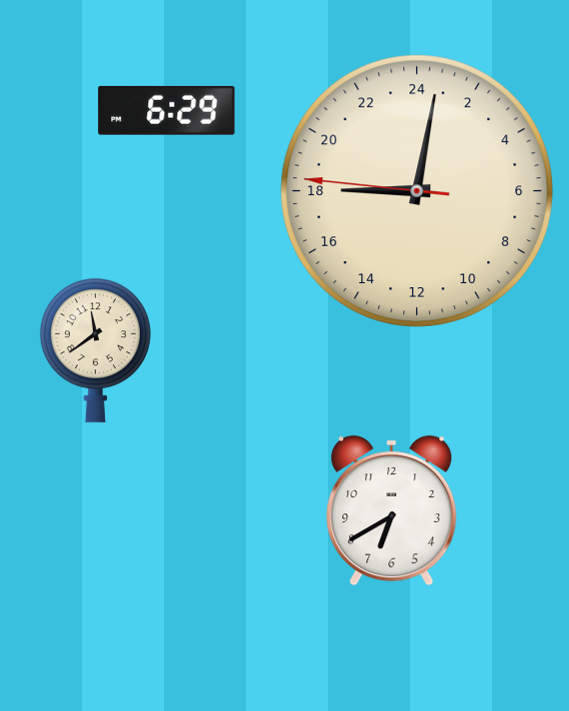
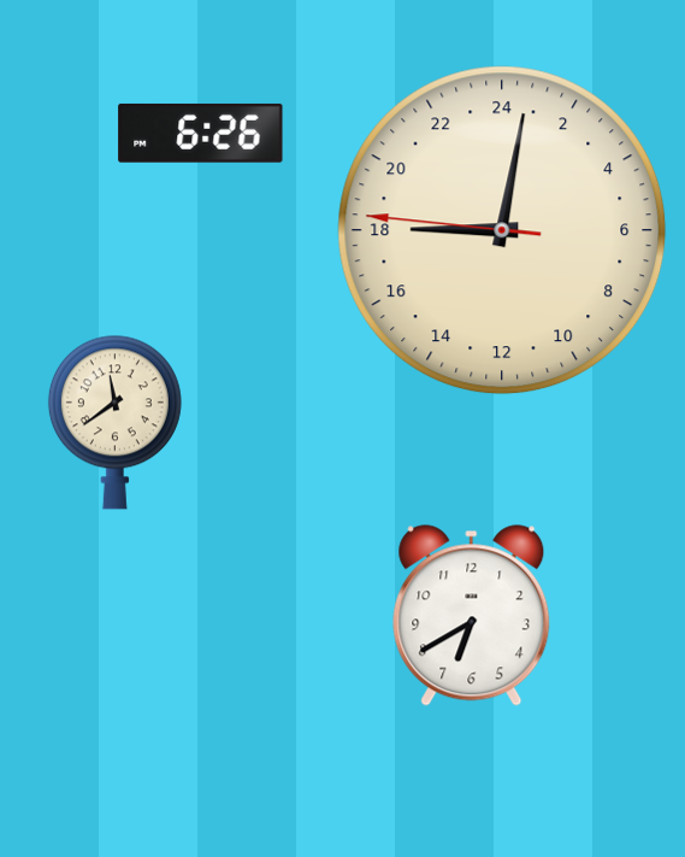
clock at (167, 110): 6:29 -> 6:26
